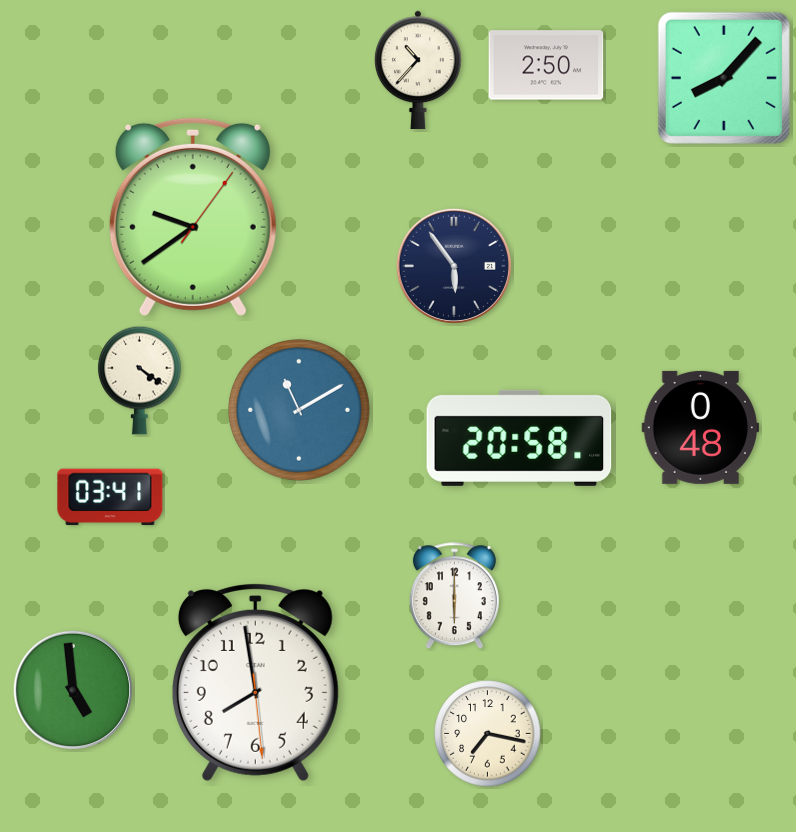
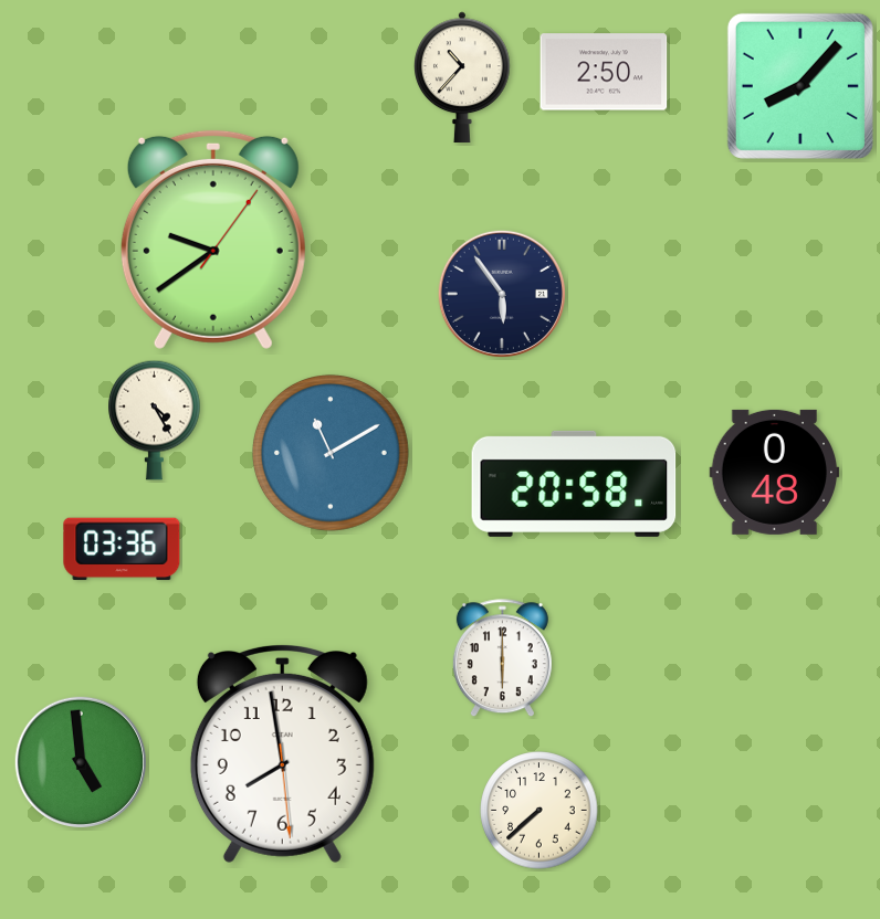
clock at (140, 380): 4:21 -> 4:25
clock at (110, 497): 03:41 -> 03:36
clock at (488, 734): 7:17 -> 7:38
